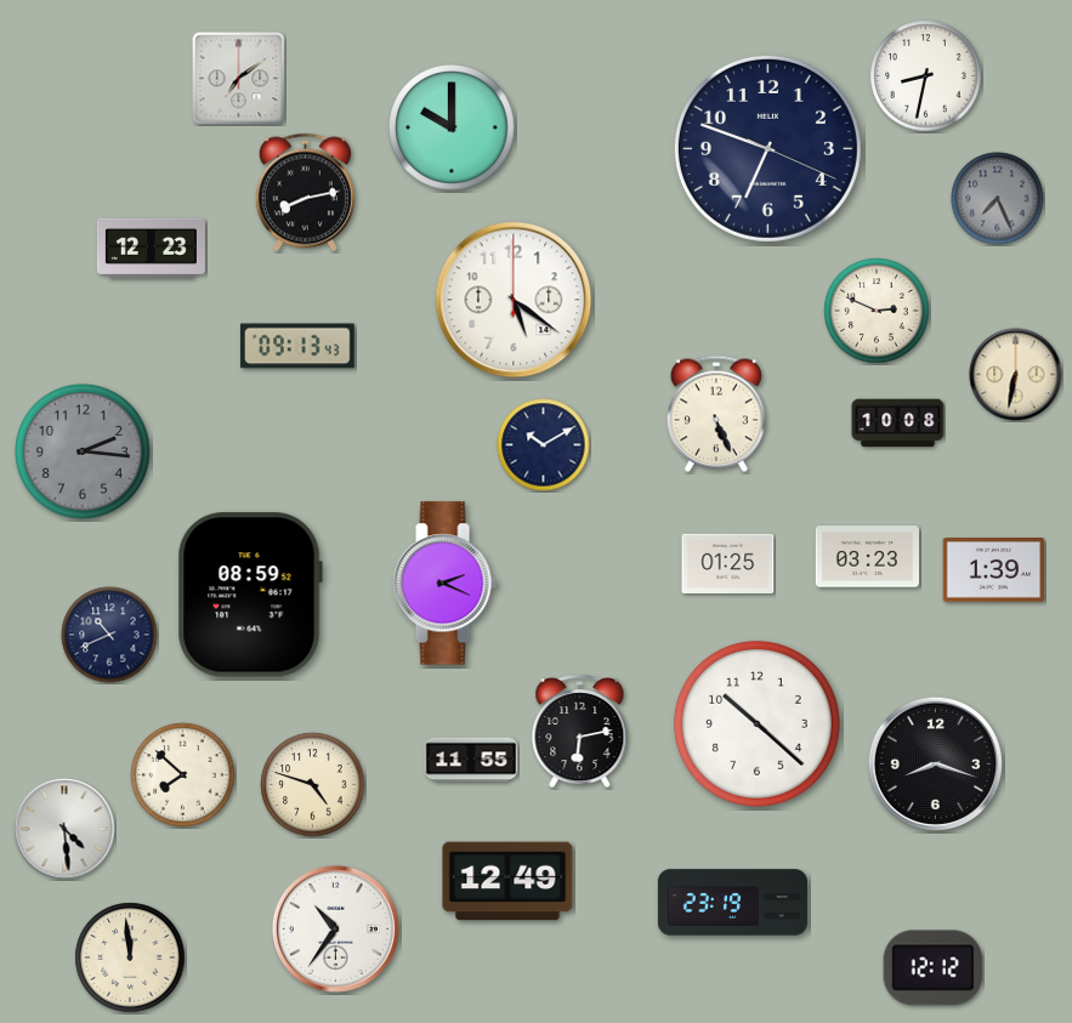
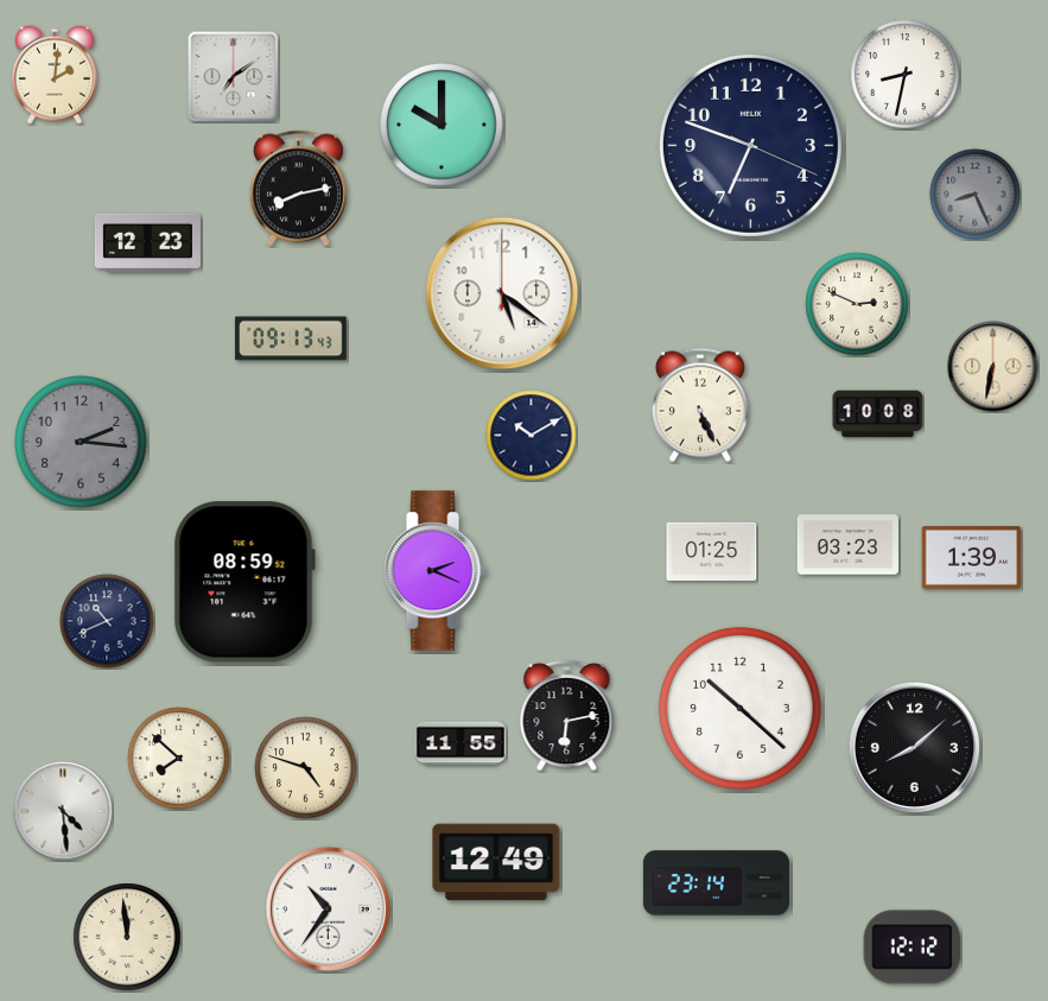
clock at (55, 75): none -> 2:01
clock at (998, 199): 7:26 -> 8:26
clock at (935, 763): 8:18 -> 8:08
clock at (732, 903): 23:19 -> 23:14
